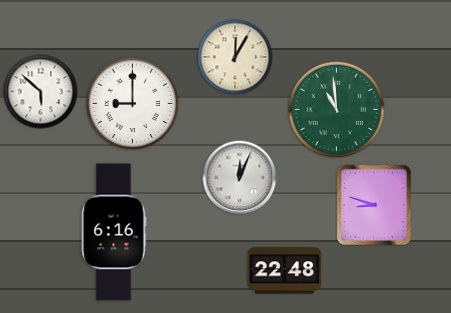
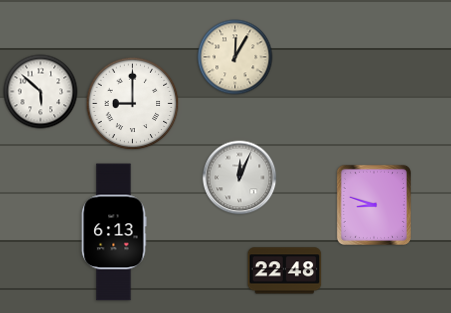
clock at (337, 110): 10:59 -> none
clock at (114, 232): 6:16 -> 6:13
